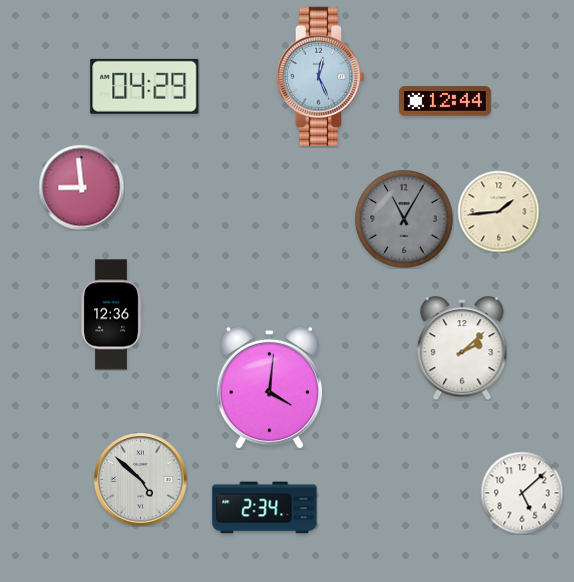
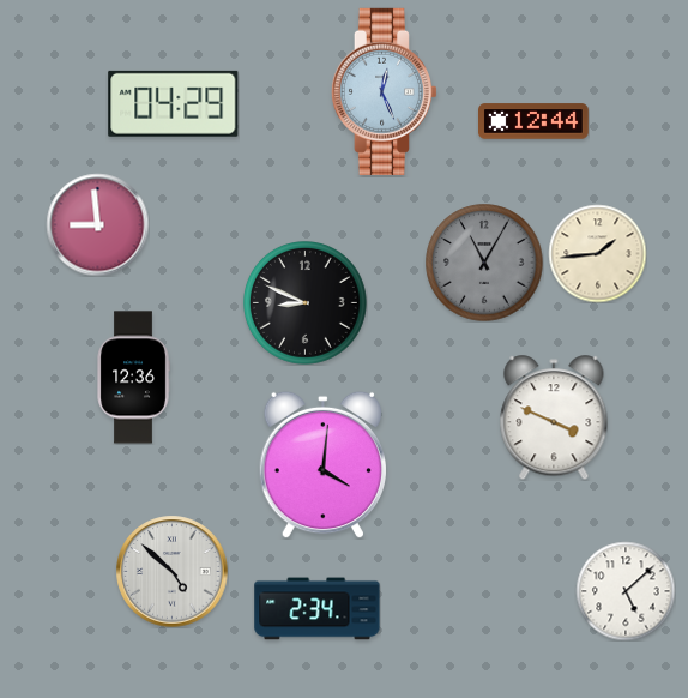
clock at (306, 303): none -> 8:49
clock at (462, 348): 2:08 -> 3:49
clock at (140, 479) position: (140, 479) -> (171, 571)
